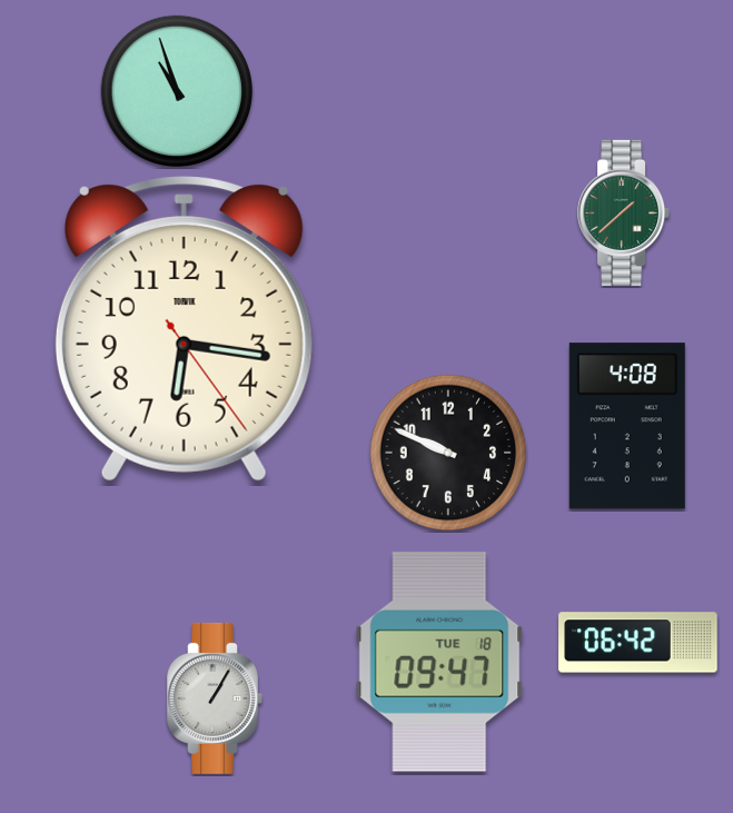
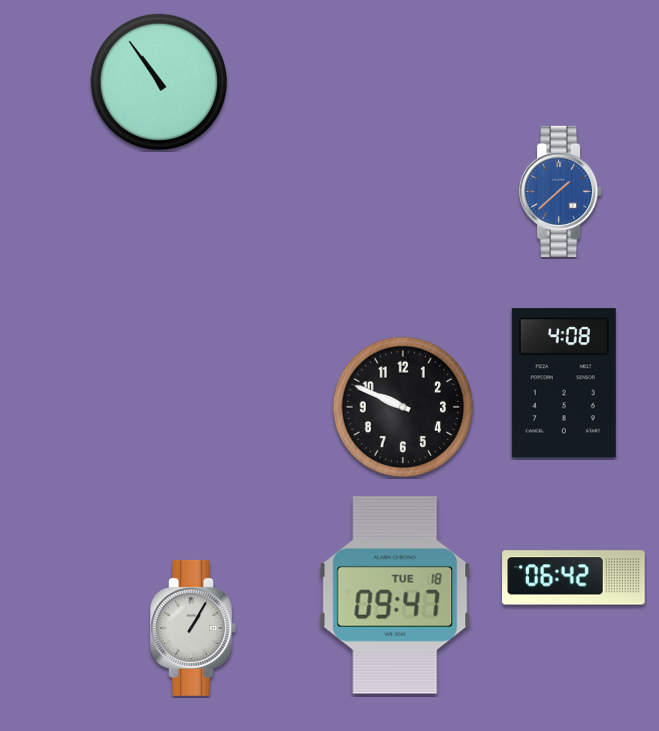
clock at (176, 90): 10:57 -> 10:54
clock at (624, 212) dial: green -> blue
clock at (184, 329): 6:16 -> none
